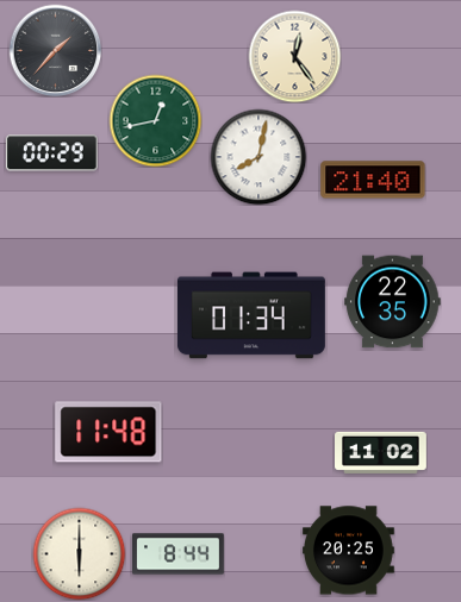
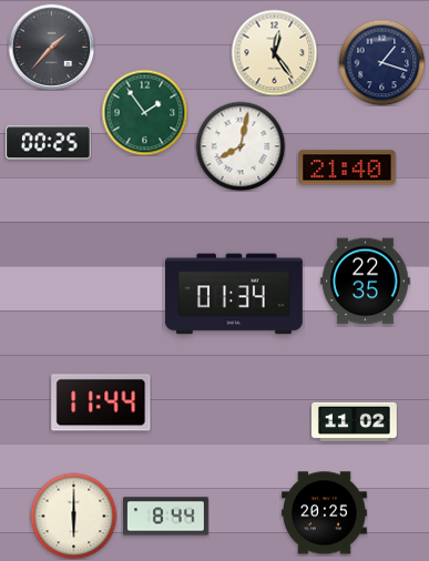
clock at (381, 62): none -> 1:18
clock at (155, 120): 12:43 -> 1:54
clock at (51, 153): 00:29 -> 00:25
clock at (108, 432): 11:48 -> 11:44
